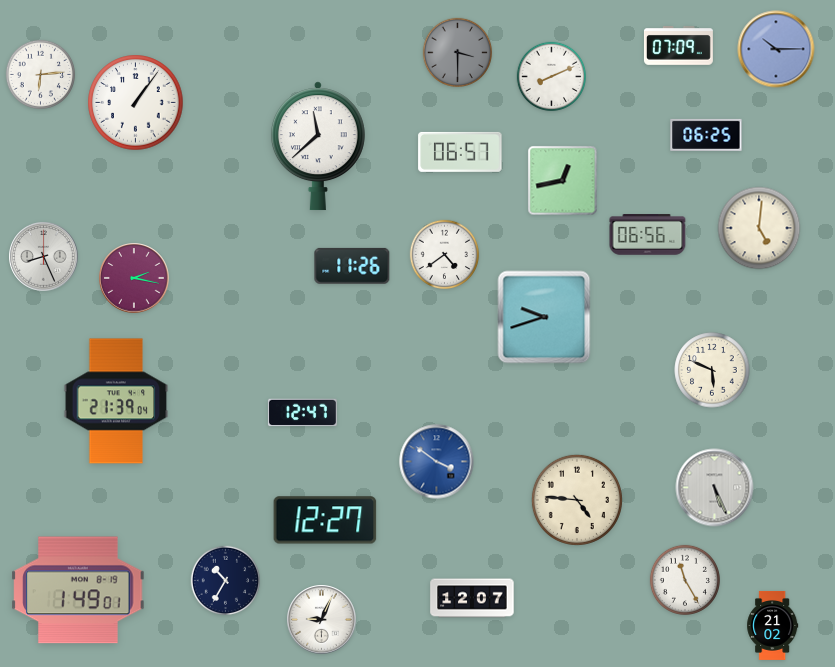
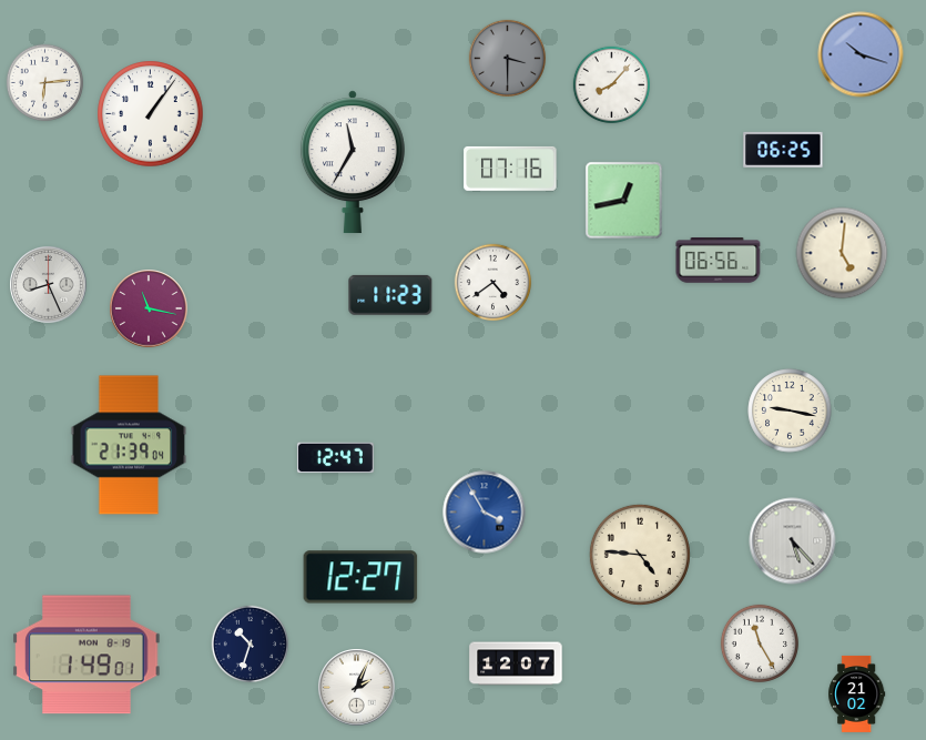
clock at (678, 46): 07:09 -> none
clock at (776, 49): 10:15 -> 10:18
clock at (552, 77): 8:11 -> 8:07
clock at (318, 146): 11:38 -> 11:35
clock at (460, 152): 06:57 -> 07:16
clock at (352, 266): 11:26 -> 11:23
clock at (134, 278): 2:17 -> 11:17
clock at (544, 317): 9:42 -> none
clock at (712, 370): 5:49 -> 9:17
clock at (437, 462): 3:51 -> 3:55
clock at (715, 488): 5:26 -> 5:23
clock at (226, 581): 10:35 -> 10:33
clock at (472, 598) position: (472, 598) -> (516, 663)
clock at (322, 620): 9:04 -> 2:04
